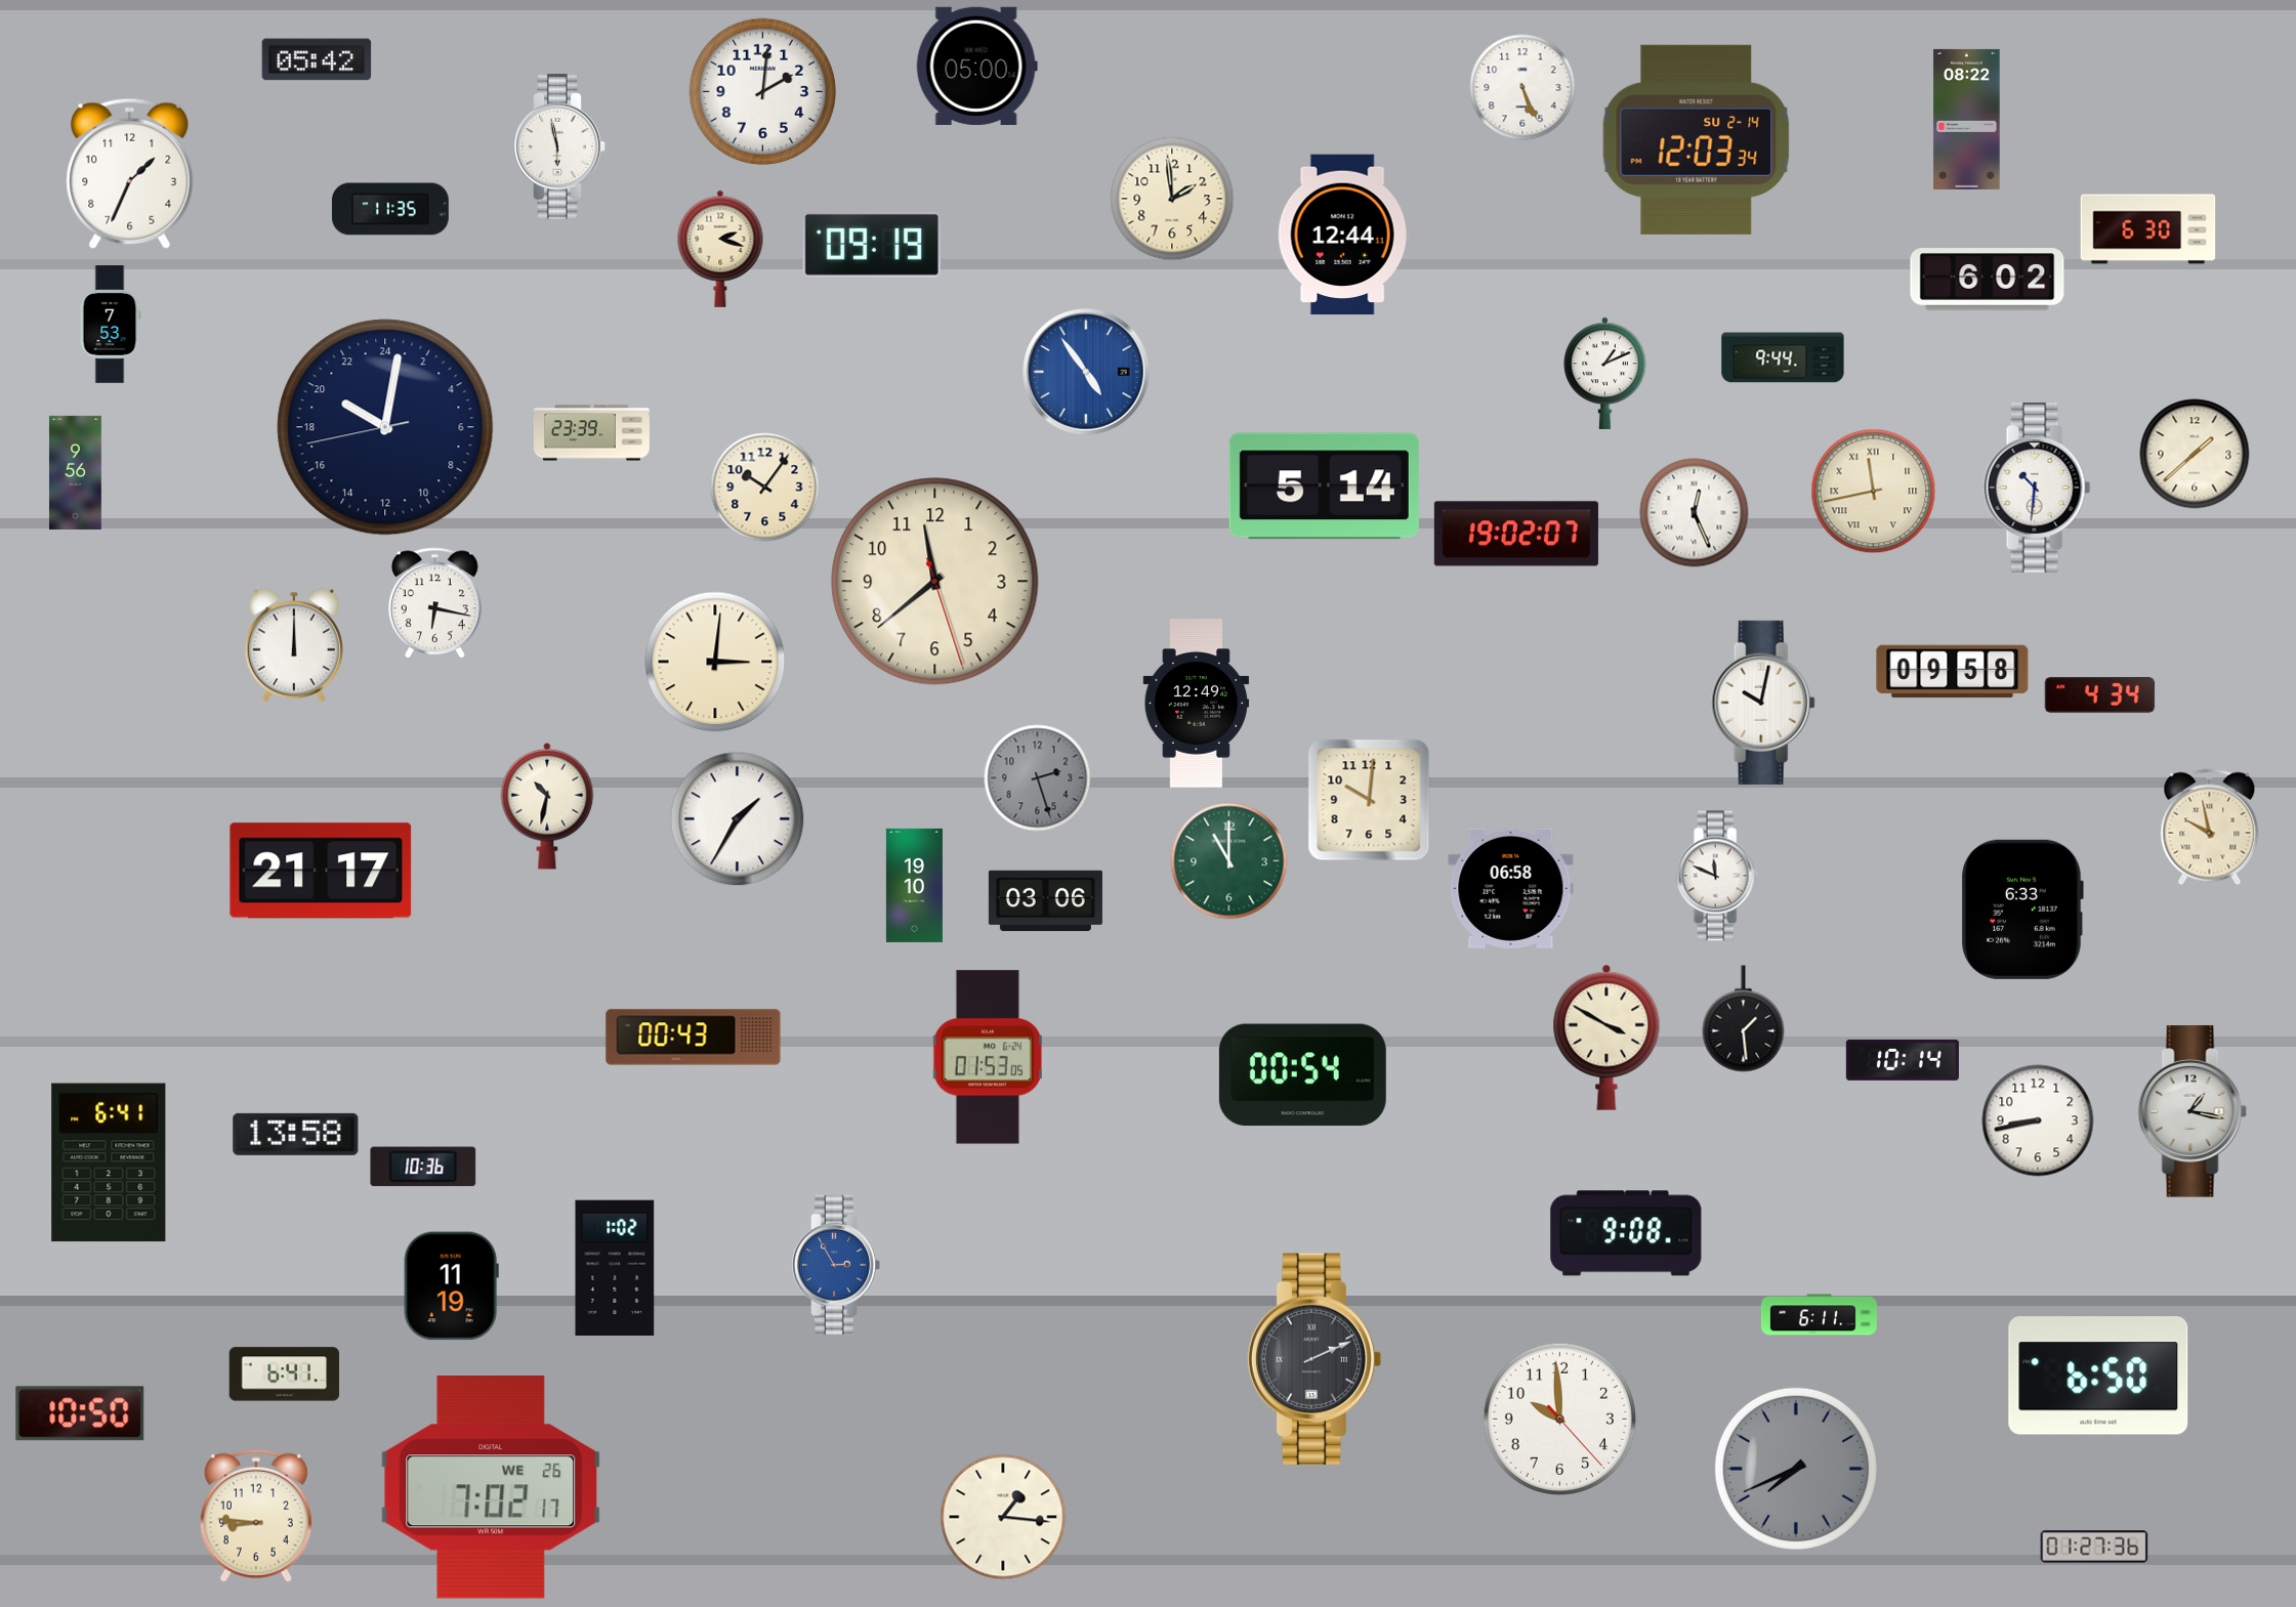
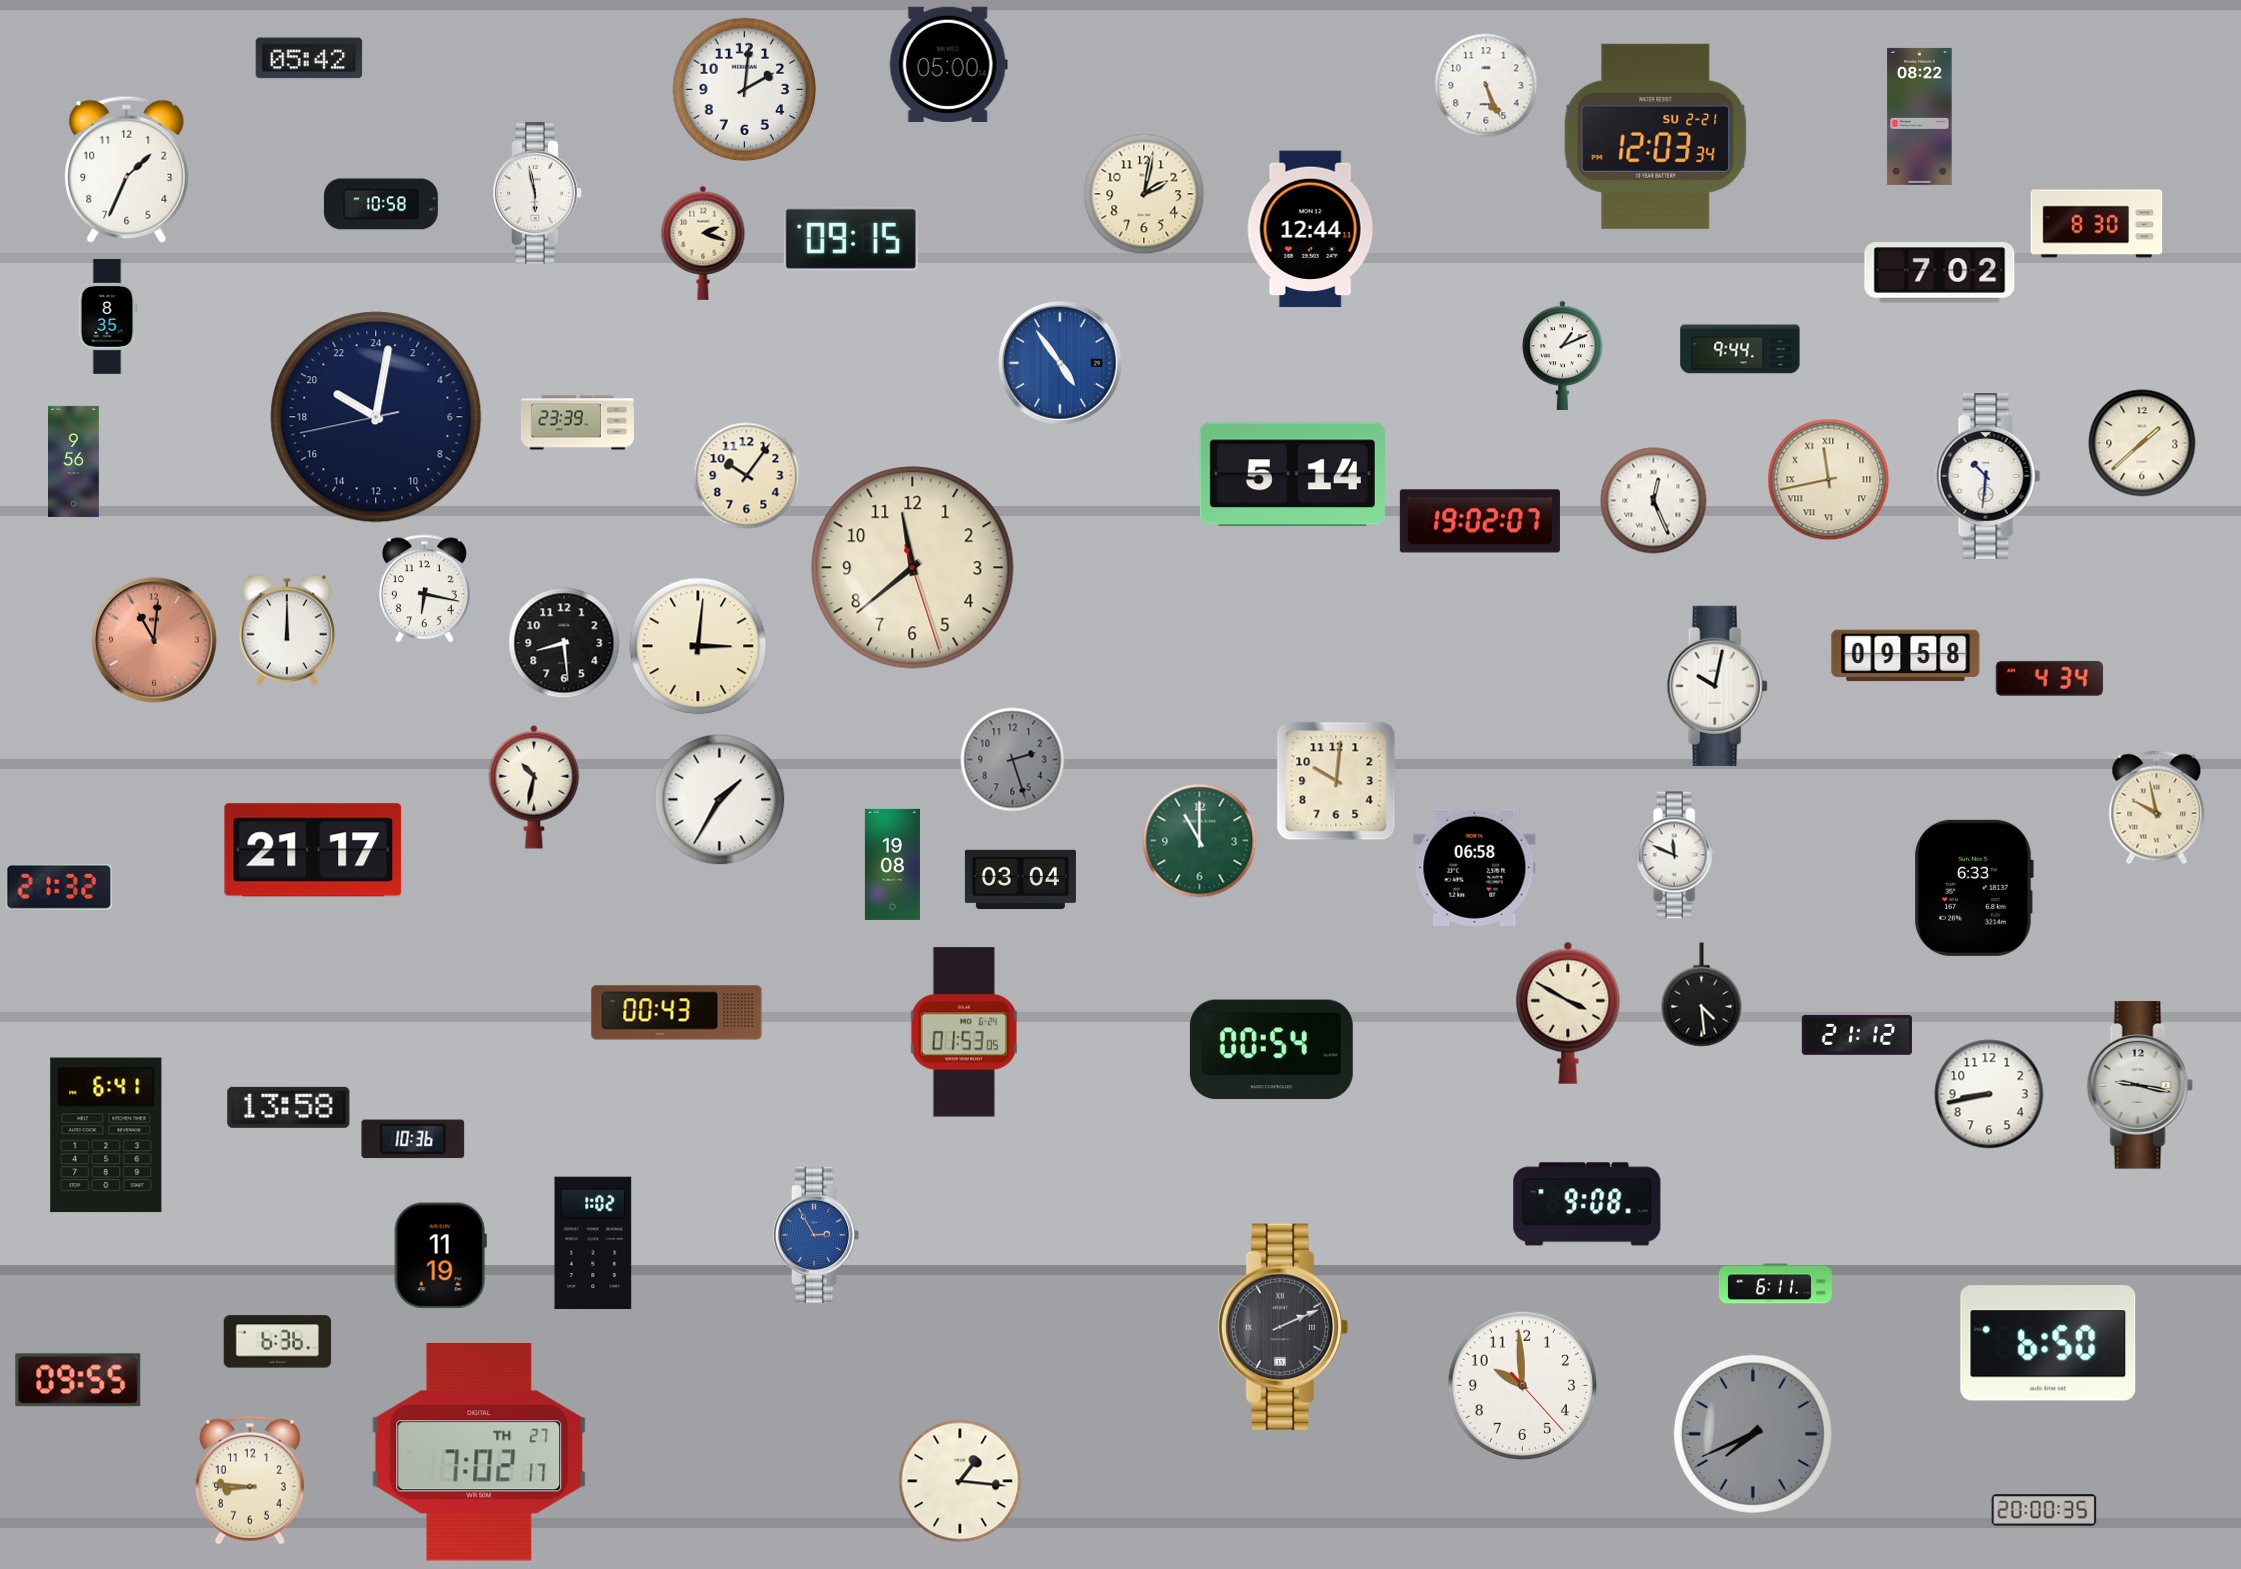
clock at (976, 66) position: (976, 66) -> (948, 64)
clock at (1697, 139) date: SU 2-14 -> SU 2-21
clock at (559, 146) position: (559, 146) -> (537, 193)
clock at (1172, 199): 1:59 -> 2:02
clock at (390, 209): 11:35 -> 10:58
clock at (2148, 229): 6:30 -> 8:30
clock at (872, 245): 09:19 -> 09:15
clock at (1988, 280): 6:02 -> 7:02
clock at (110, 325): 7:53 -> 8:35
clock at (1605, 373) position: (1605, 373) -> (1563, 355)
clock at (154, 640): none -> 11:01
clock at (564, 643): none -> 8:29
clock at (1763, 703) position: (1763, 703) -> (1717, 686)
clock at (1197, 704): 12:49 -> none
clock at (914, 885): 19:10 -> 19:08
clock at (1045, 901): 03:06 -> 03:04
clock at (59, 887): none -> 21:32
clock at (1744, 1019): 1:29 -> 4:29
clock at (1903, 1060): 10:14 -> 21:12
clock at (2193, 1111): 1:17 -> 9:17
clock at (615, 1268) position: (615, 1268) -> (593, 1243)
clock at (285, 1375): 6:41 -> 6:36
clock at (80, 1413): 10:50 -> 09:55
clock at (491, 1488) date: WE 26 -> TH 27
clock at (1003, 1517) position: (1003, 1517) -> (960, 1481)
clock at (2094, 1547): 01:27 -> 20:00
